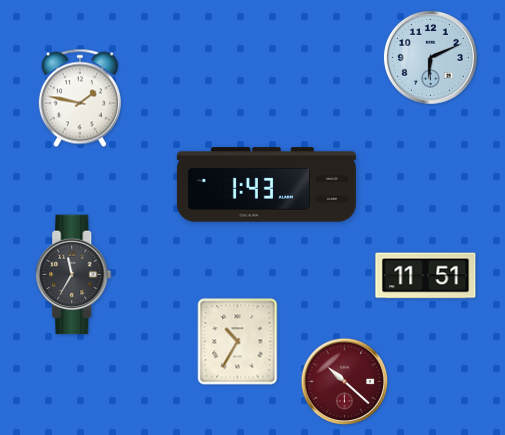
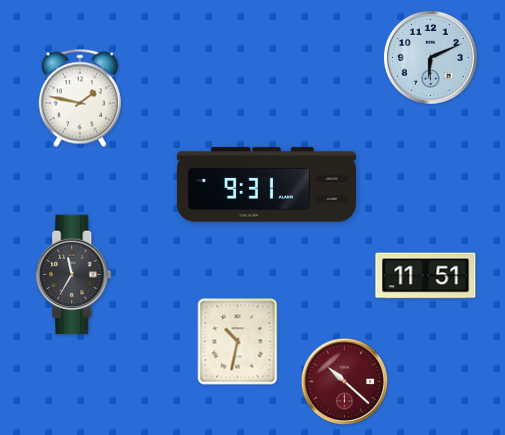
clock at (266, 185): 1:43 -> 9:31
clock at (238, 342): 10:35 -> 10:32
